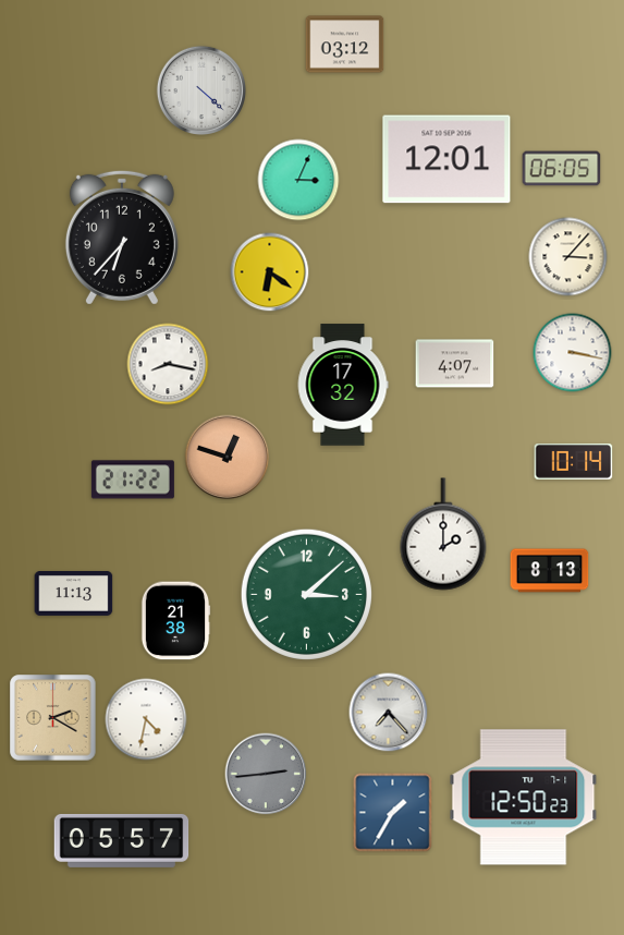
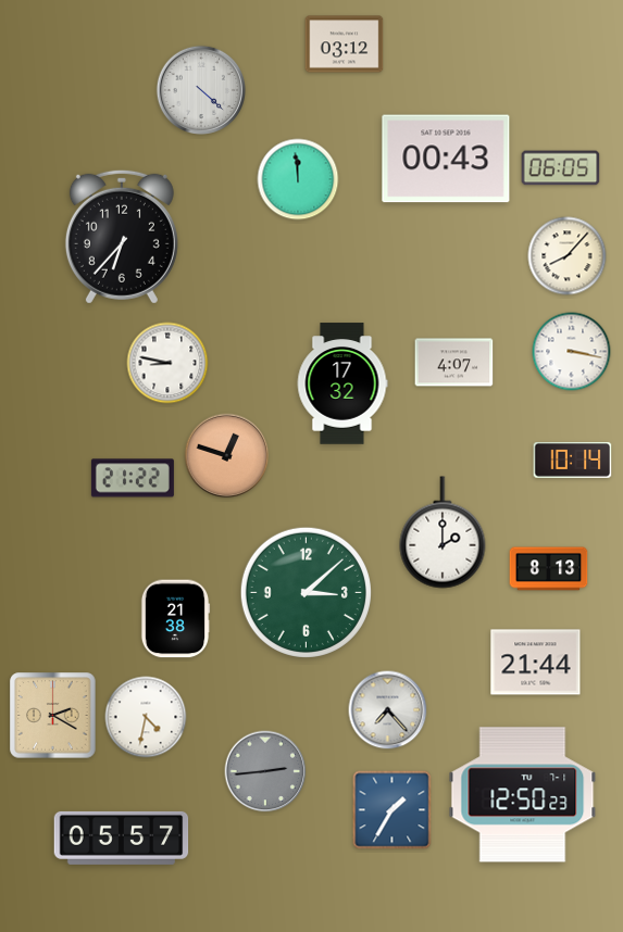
clock at (446, 159): 12:01 -> 00:43
clock at (298, 180): 3:04 -> 11:59
clock at (568, 257): 3:07 -> 8:07
clock at (270, 272): 6:21 -> none
clock at (168, 364): 8:17 -> 8:47
clock at (74, 594): 11:13 -> none
clock at (536, 663): none -> 21:44
